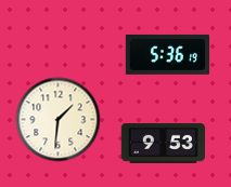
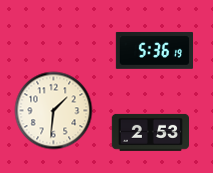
clock at (163, 143): 9:53 -> 2:53
